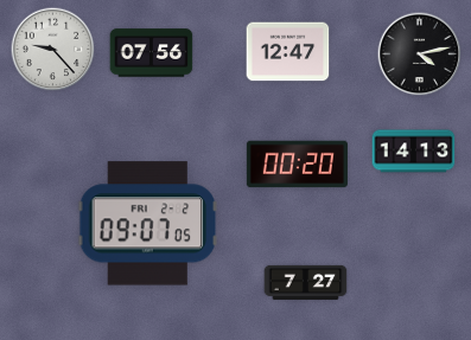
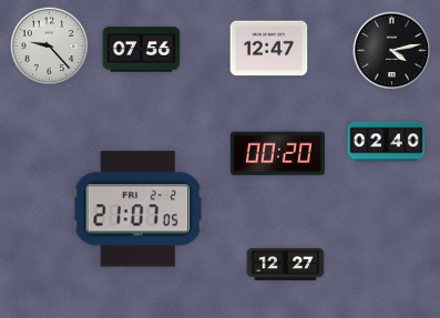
clock at (414, 152): 14:13 -> 02:40
clock at (148, 224): 09:07 -> 21:07
clock at (306, 282): 7:27 -> 12:27
